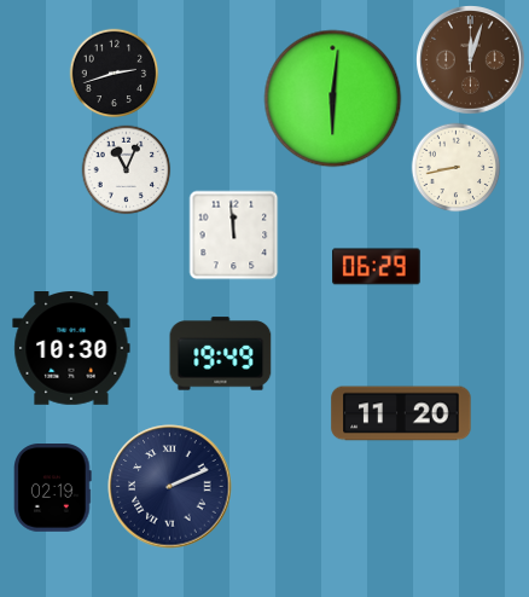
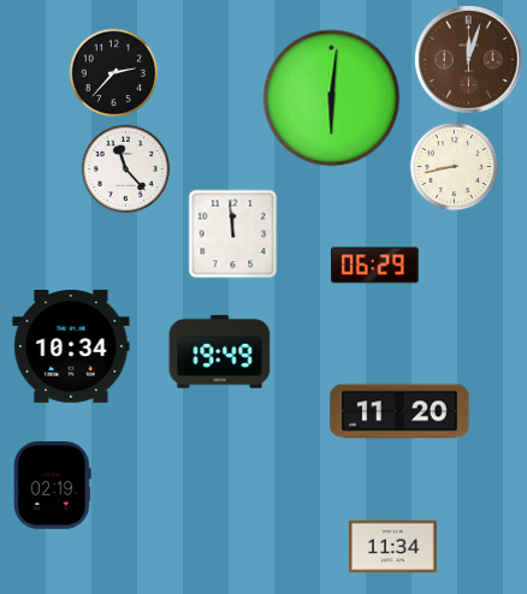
clock at (115, 74): 2:42 -> 2:37
clock at (127, 170): 11:04 -> 11:23
clock at (71, 349): 10:30 -> 10:34
clock at (170, 487): 2:11 -> none
clock at (393, 547): none -> 11:34
